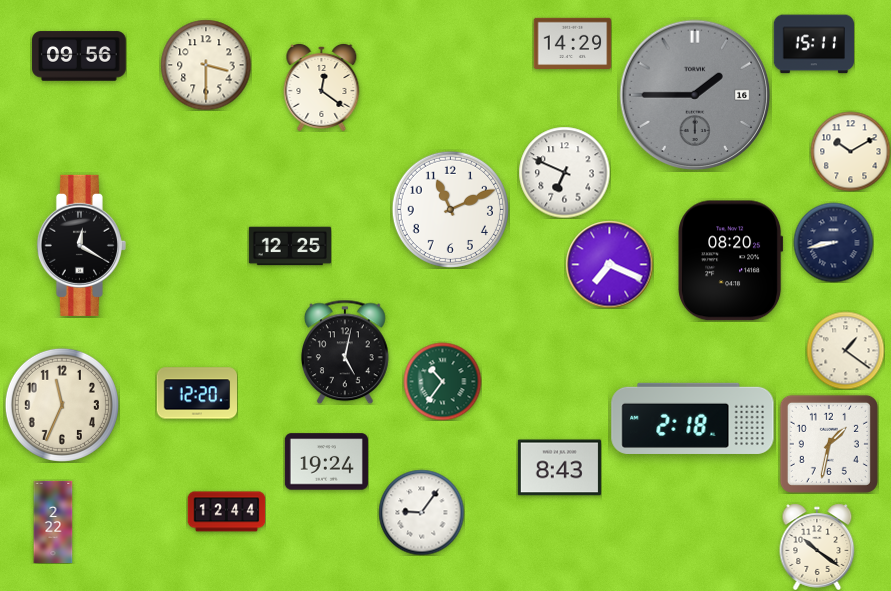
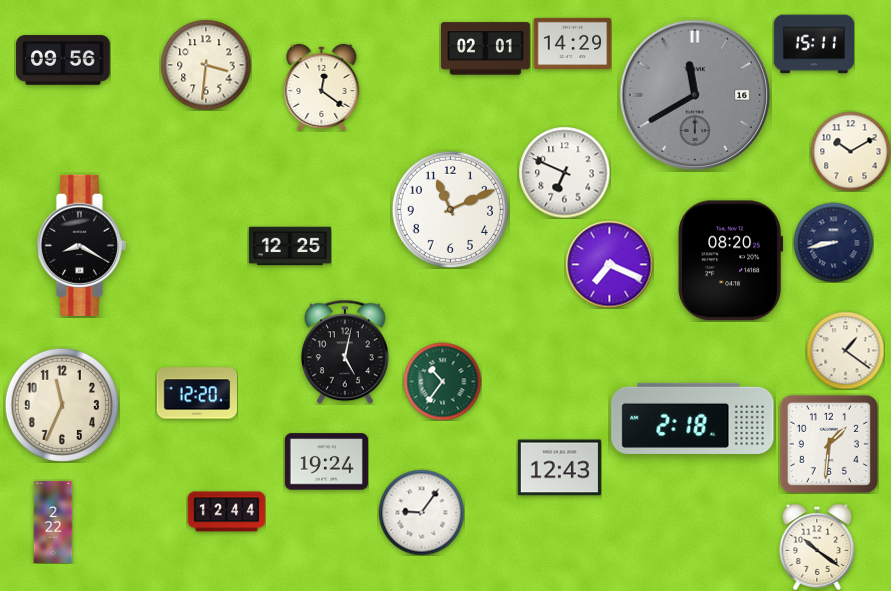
clock at (485, 49): none -> 02:01
clock at (79, 56) position: (79, 56) -> (63, 60)
clock at (206, 65): 3:30 -> 3:31
clock at (695, 95): 1:45 -> 11:40
clock at (81, 245): 12:20 -> 8:20
clock at (829, 444): 1:32 -> 1:31
clock at (559, 468): 8:43 -> 12:43
